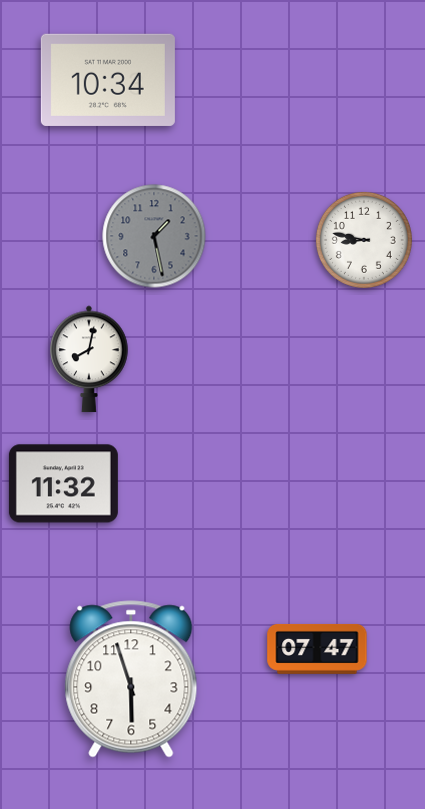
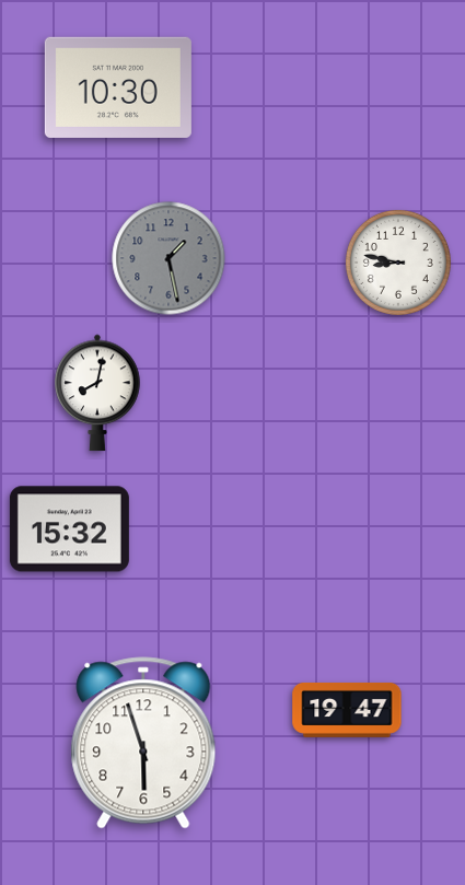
clock at (108, 80): 10:34 -> 10:30
clock at (63, 484): 11:32 -> 15:32
clock at (317, 649): 07:47 -> 19:47
